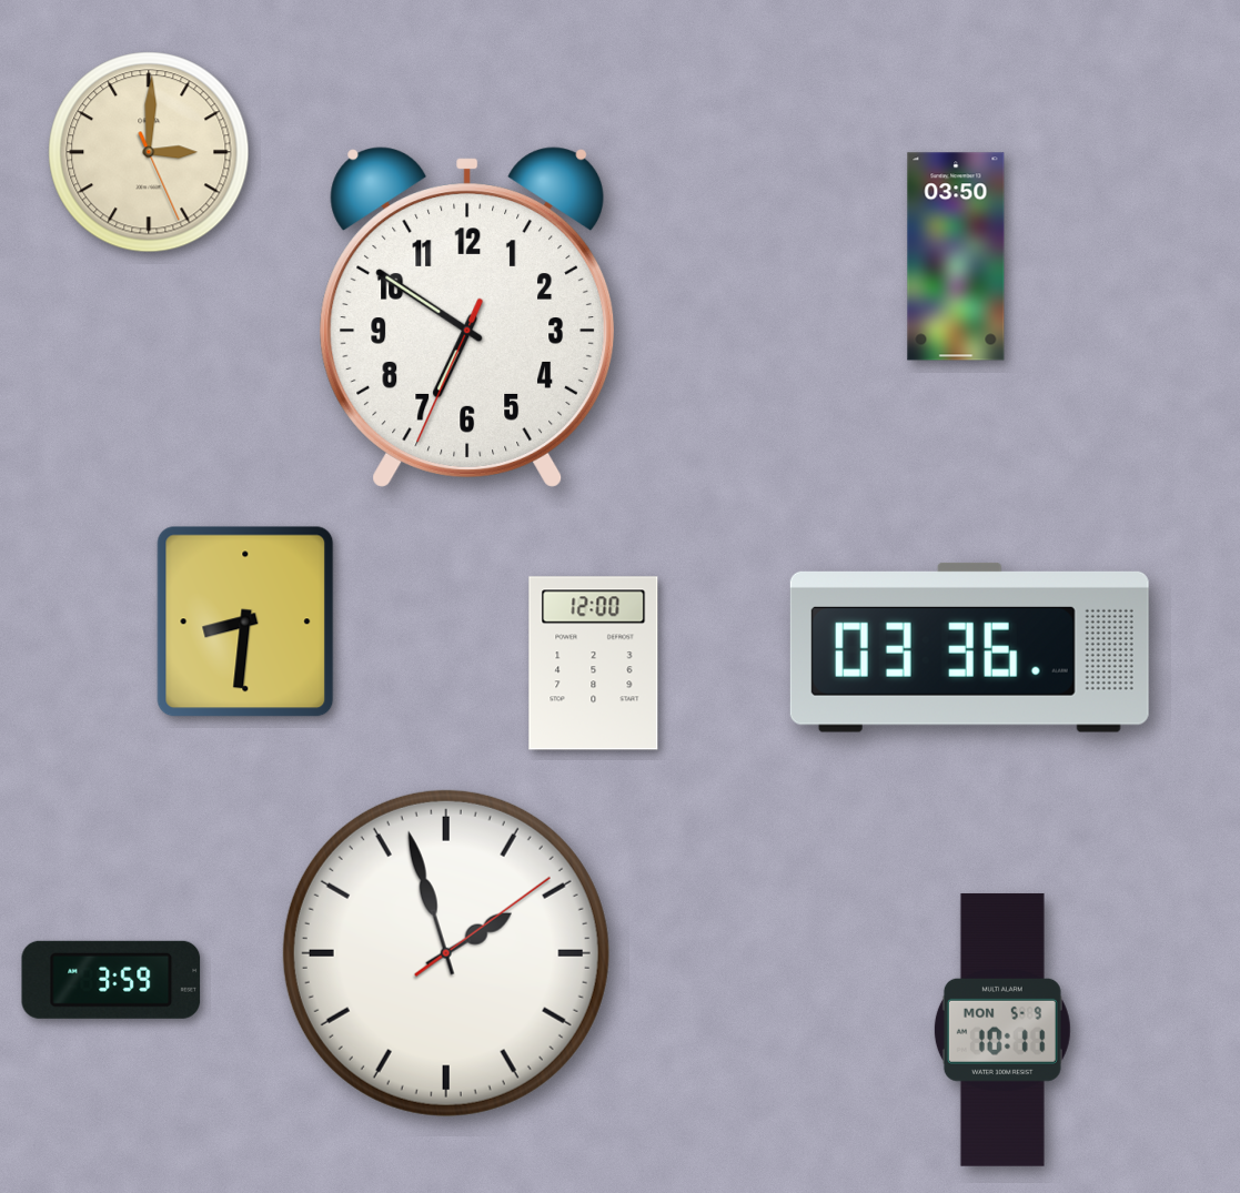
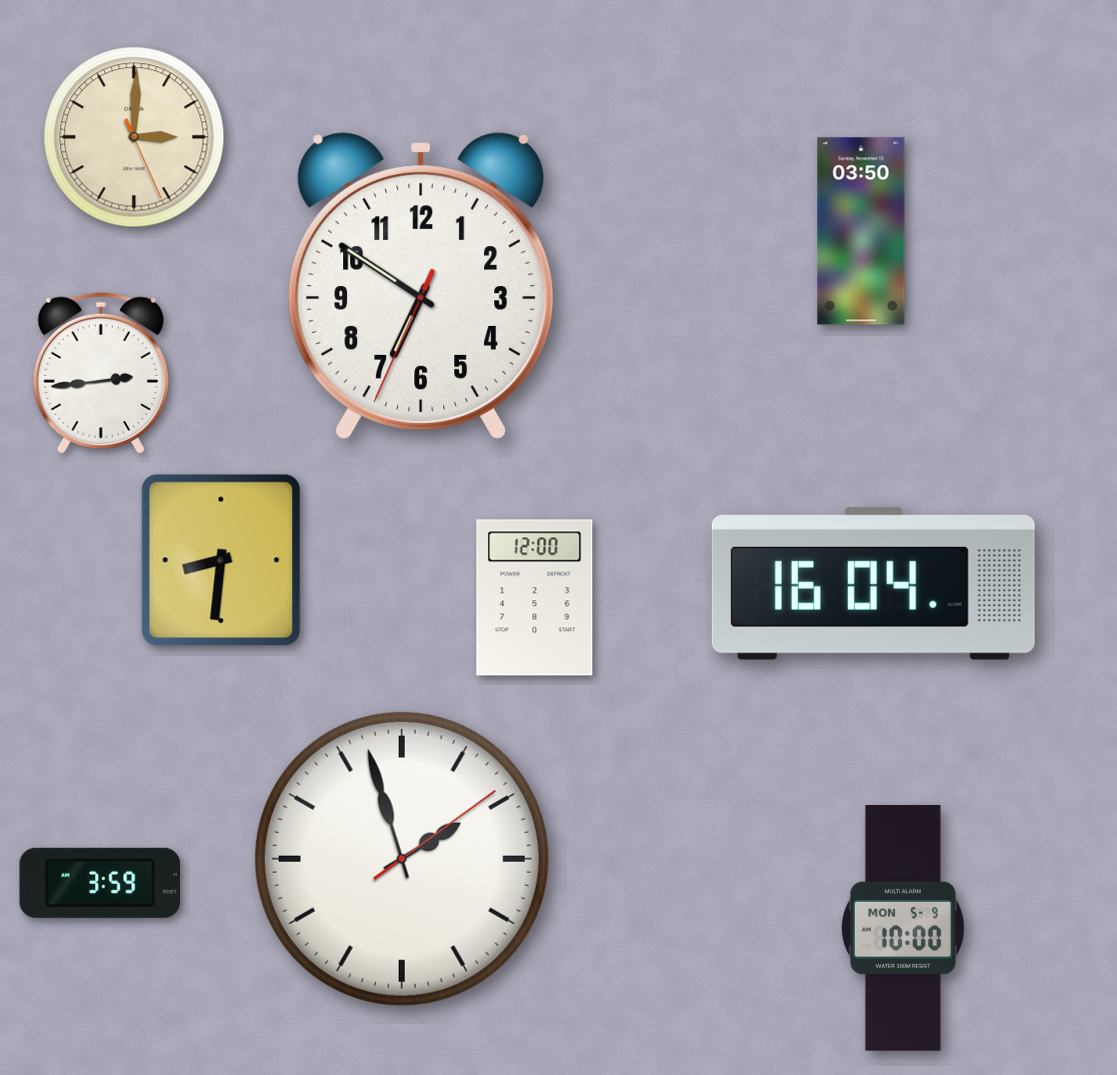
clock at (101, 373): none -> 2:44
clock at (969, 647): 03:36 -> 16:04
clock at (1002, 1030): 10:11 -> 10:00
